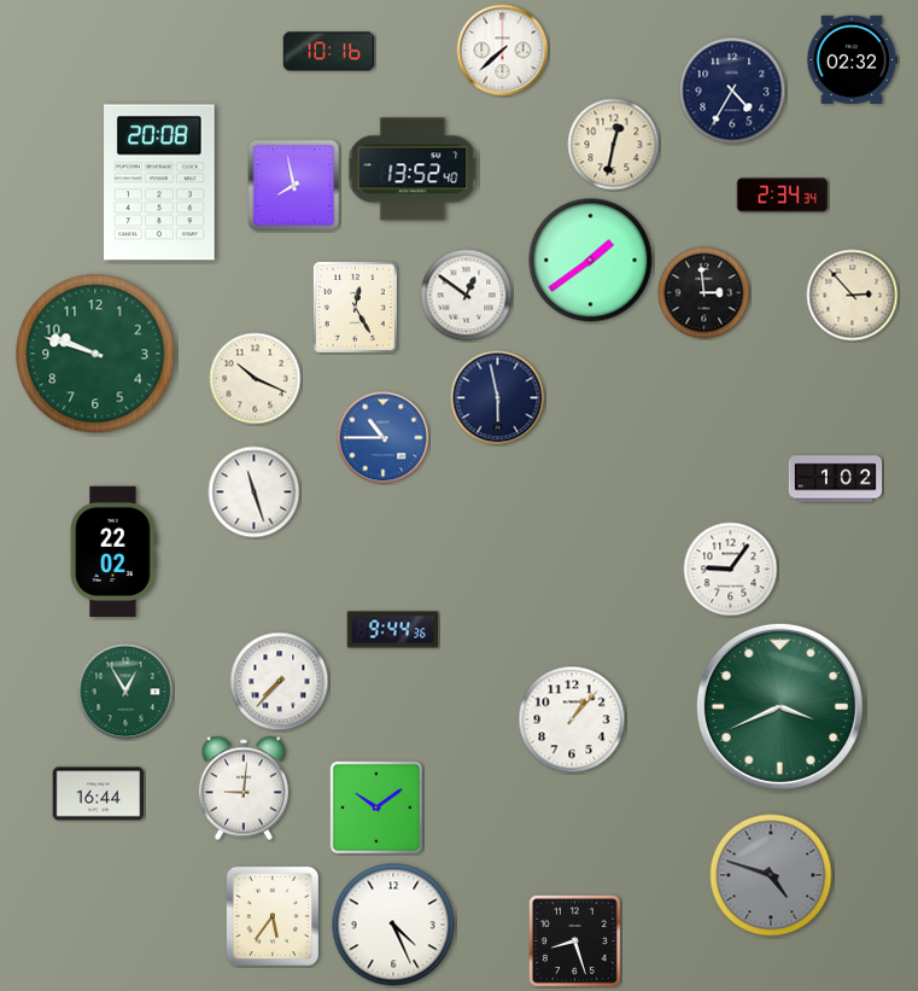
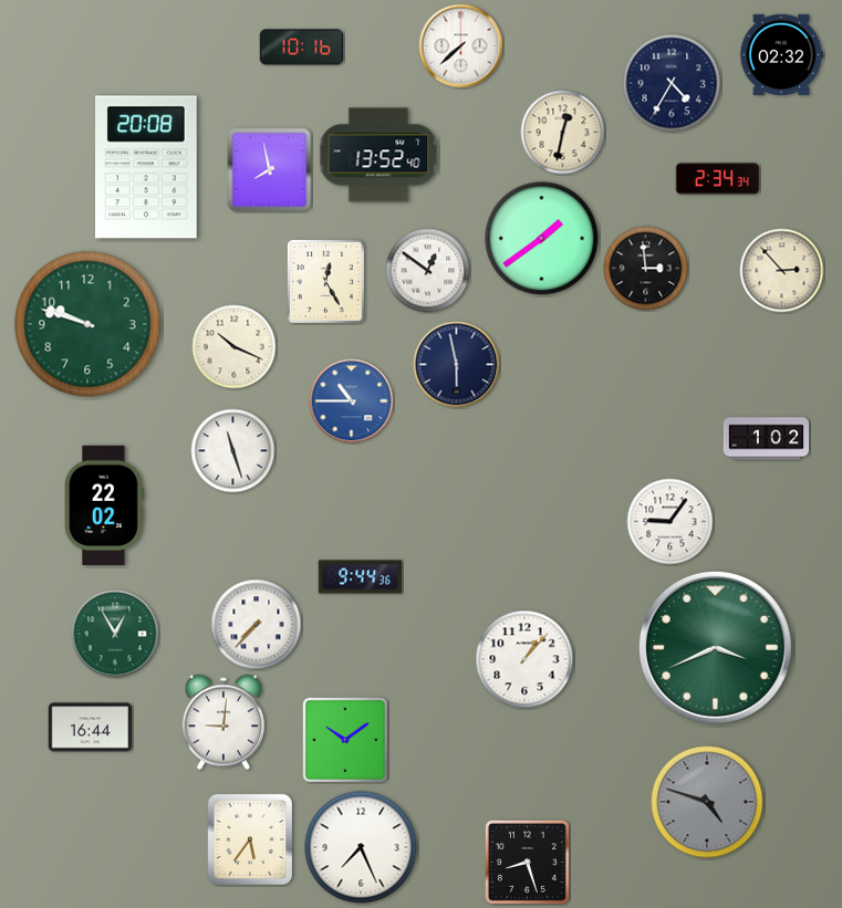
clock at (393, 925): 4:26 -> 7:26
